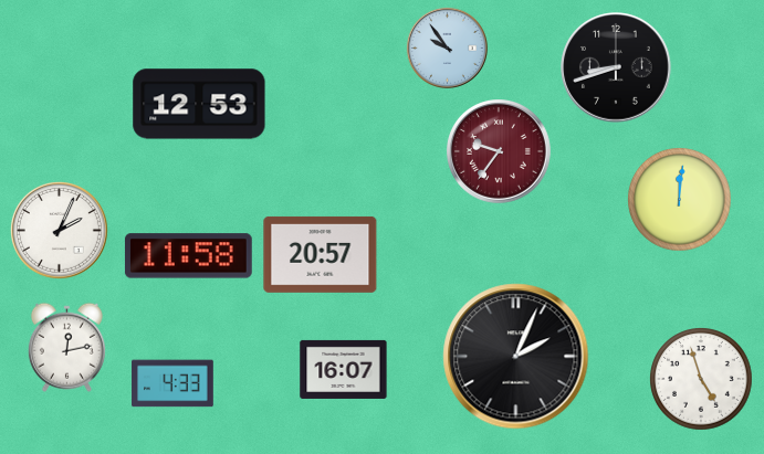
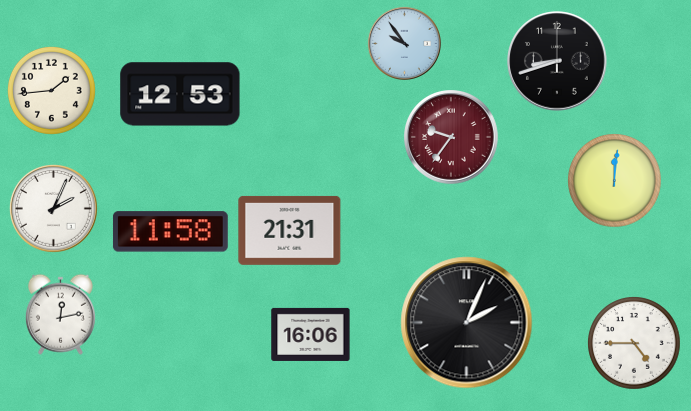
clock at (51, 90): none -> 1:44
clock at (321, 254): 20:57 -> 21:31
clock at (344, 369): 16:07 -> 16:06
clock at (701, 379): 4:57 -> 4:45
clock at (172, 383): 4:33 -> none
